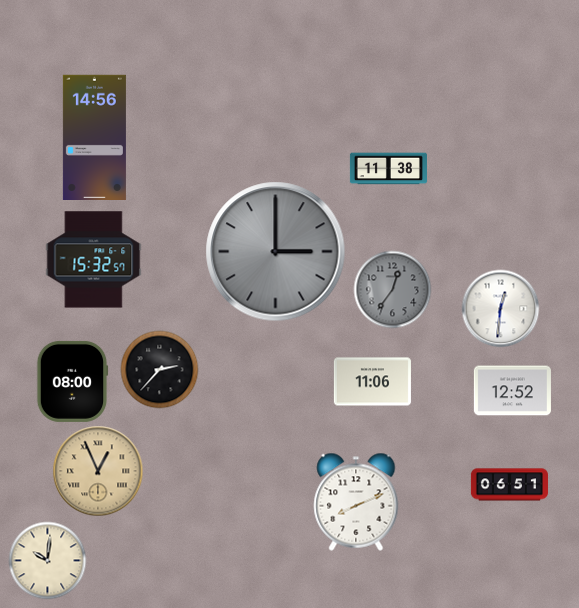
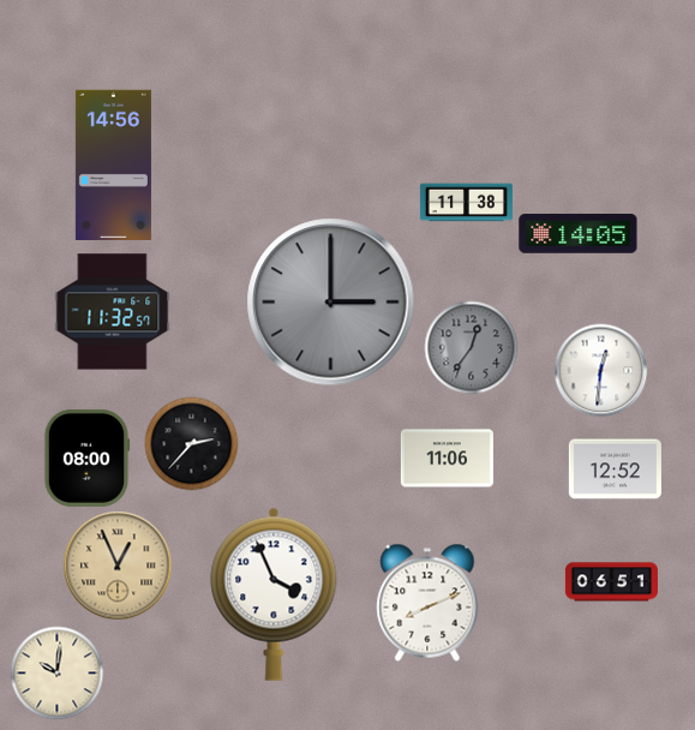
clock at (579, 234): none -> 14:05
clock at (94, 260): 15:32 -> 11:32
clock at (274, 594): none -> 3:56
